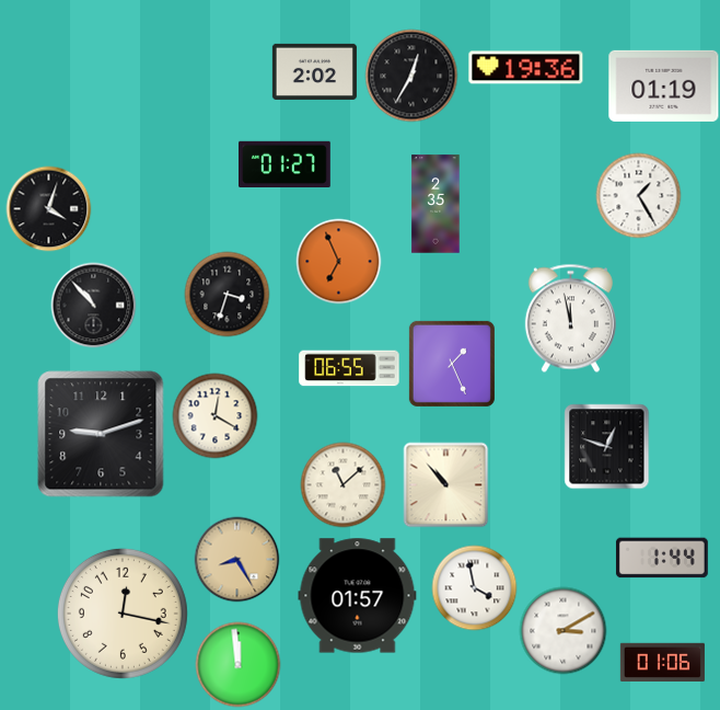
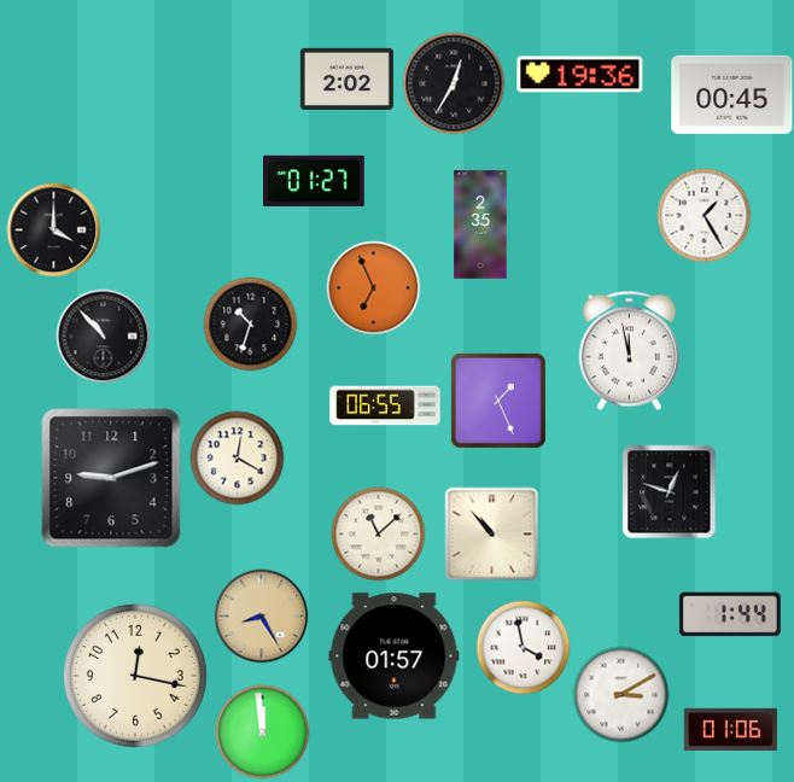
clock at (664, 85): 01:19 -> 00:45
clock at (48, 208): 4:03 -> 4:00
clock at (227, 294): 3:33 -> 10:33
